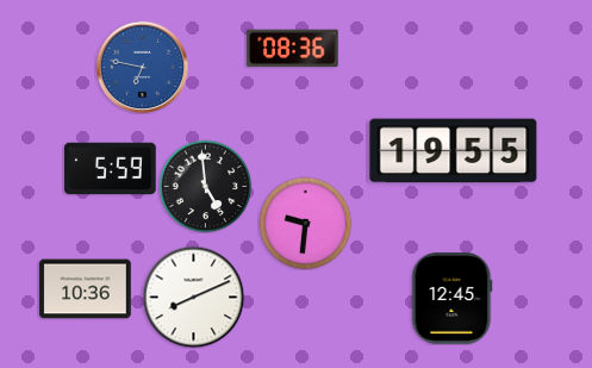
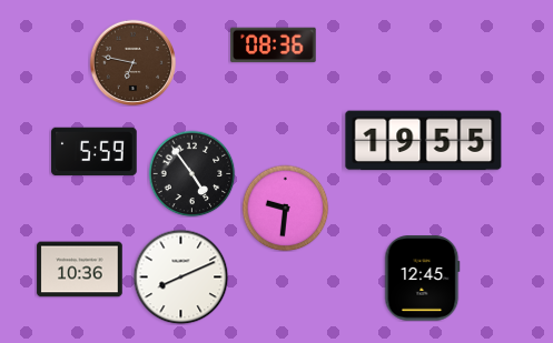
clock at (142, 67) dial: blue -> brown
clock at (111, 169) position: (111, 169) -> (95, 152)
clock at (205, 186): 4:59 -> 4:54
